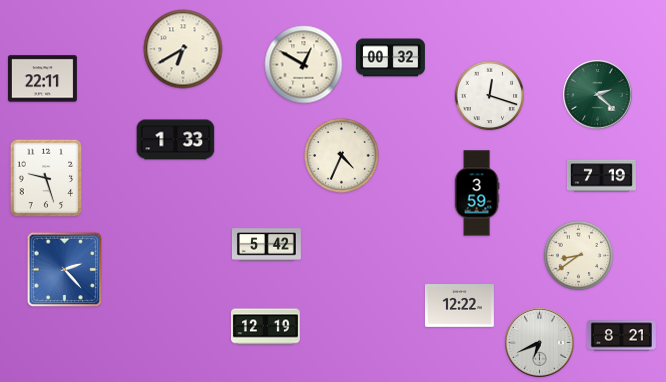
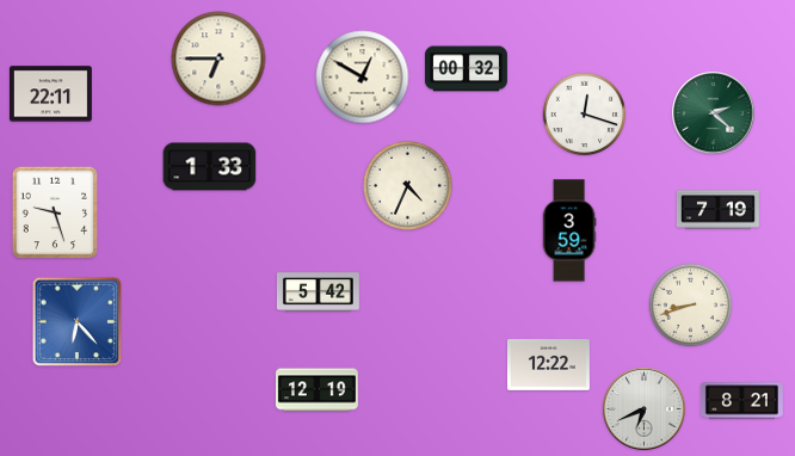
clock at (183, 49): 6:40 -> 6:45
clock at (579, 256): 8:39 -> 8:42
clock at (65, 270): 2:23 -> 6:23
